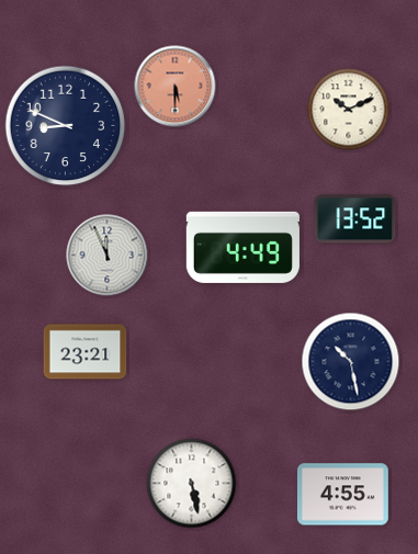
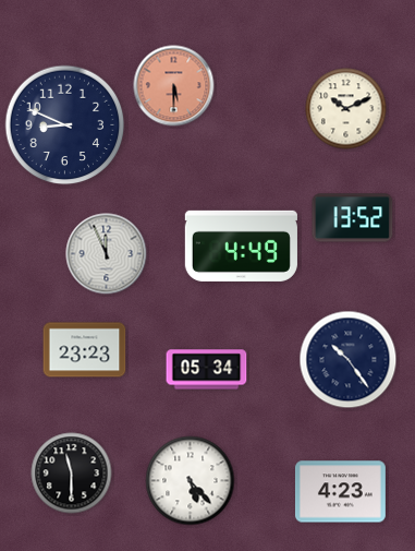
clock at (86, 352): 23:21 -> 23:23
clock at (351, 362): 10:28 -> 10:24
clock at (207, 370): none -> 05:34
clock at (72, 474): none -> 11:30
clock at (192, 484): 5:28 -> 5:23
clock at (342, 495): 4:55 -> 4:23
